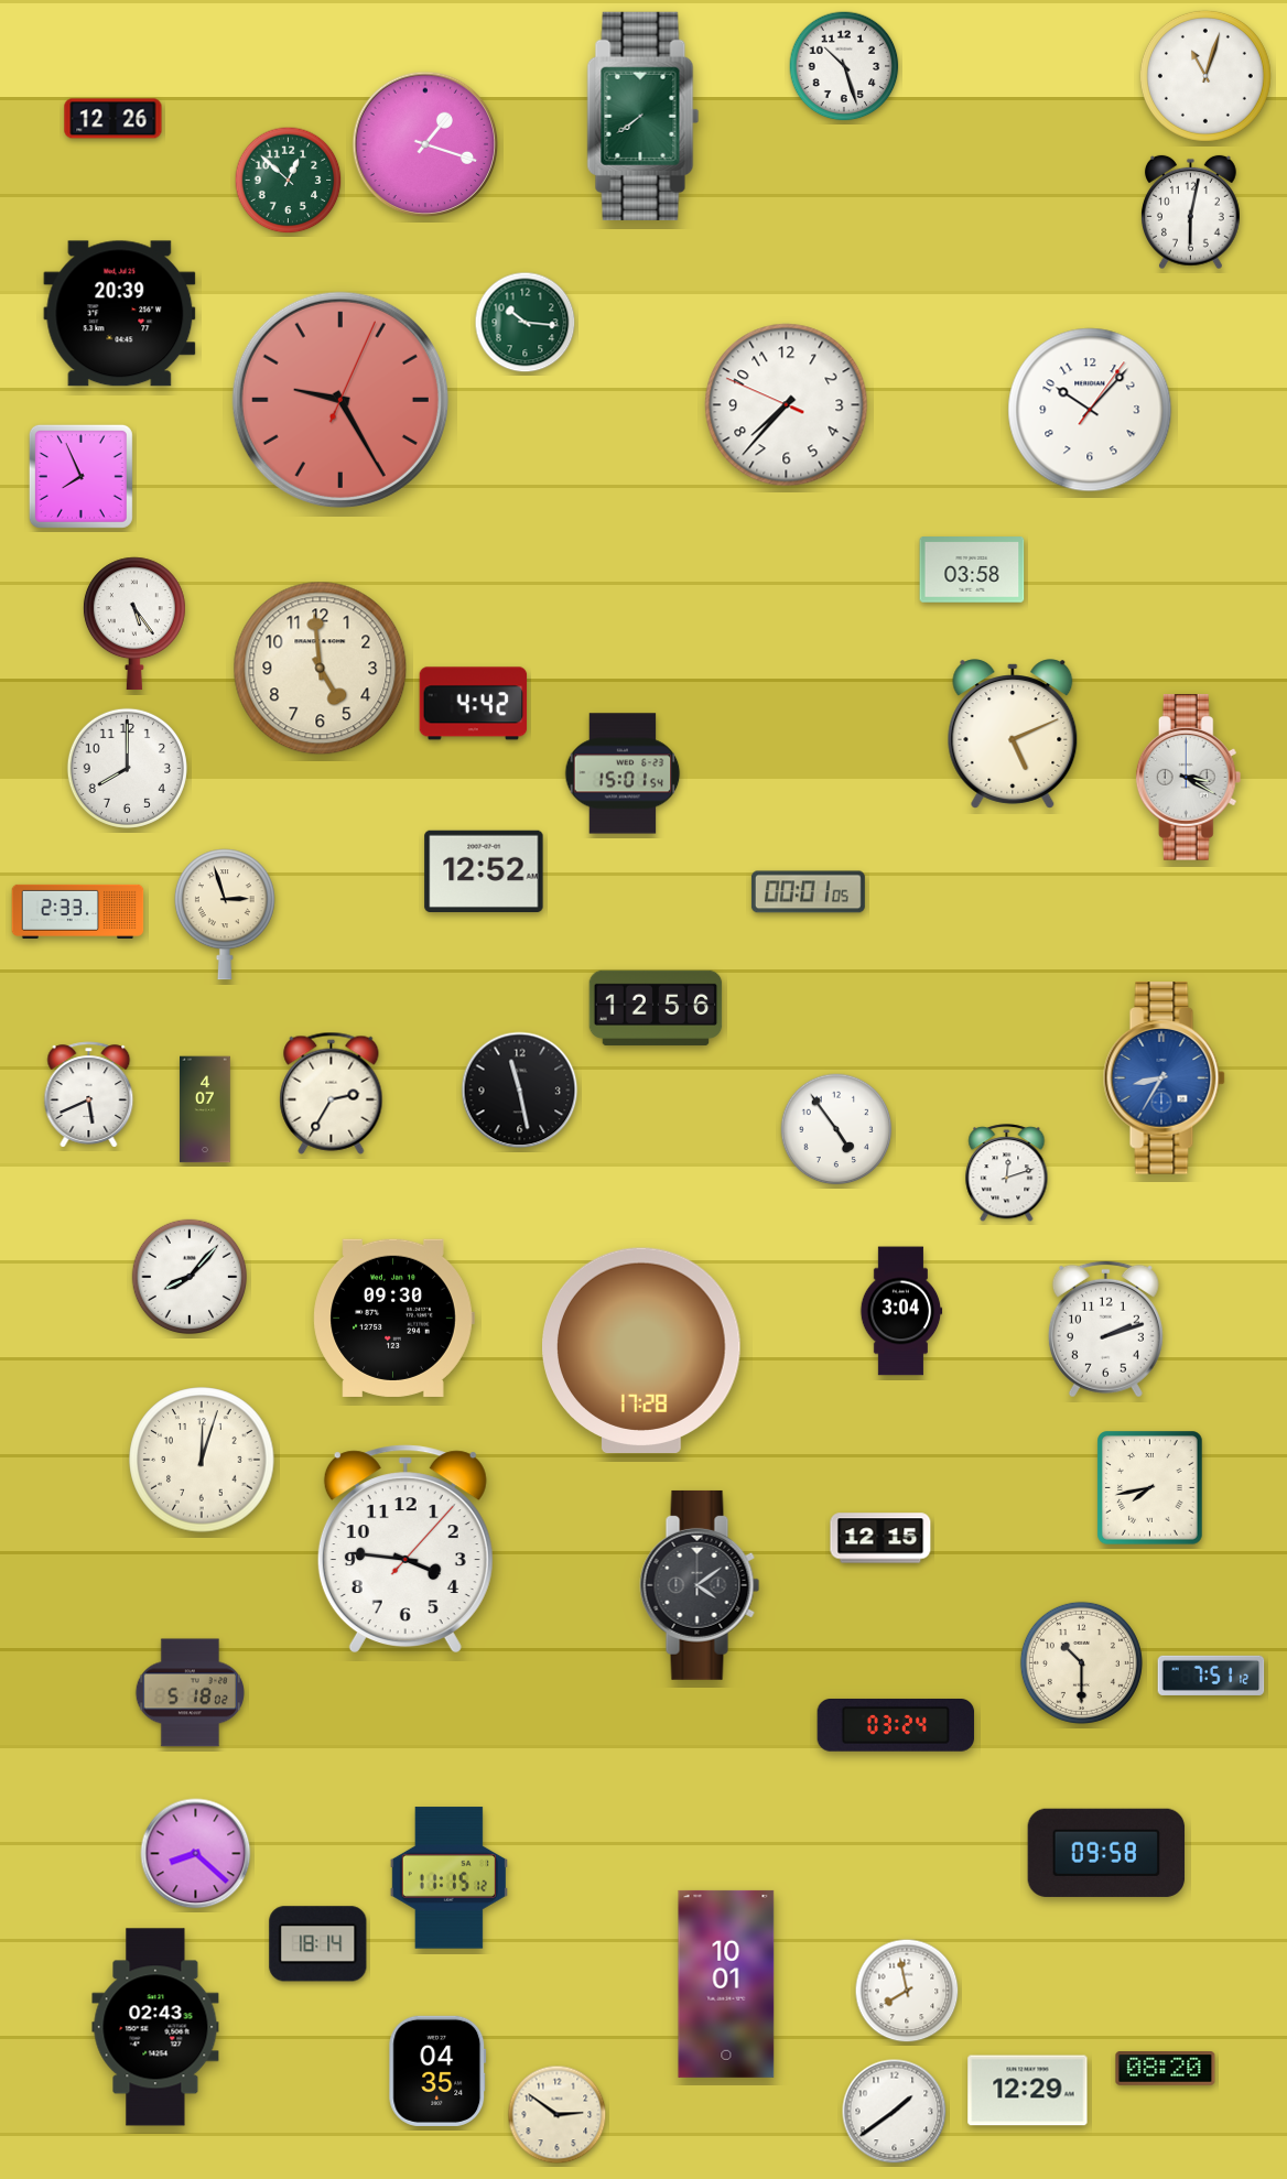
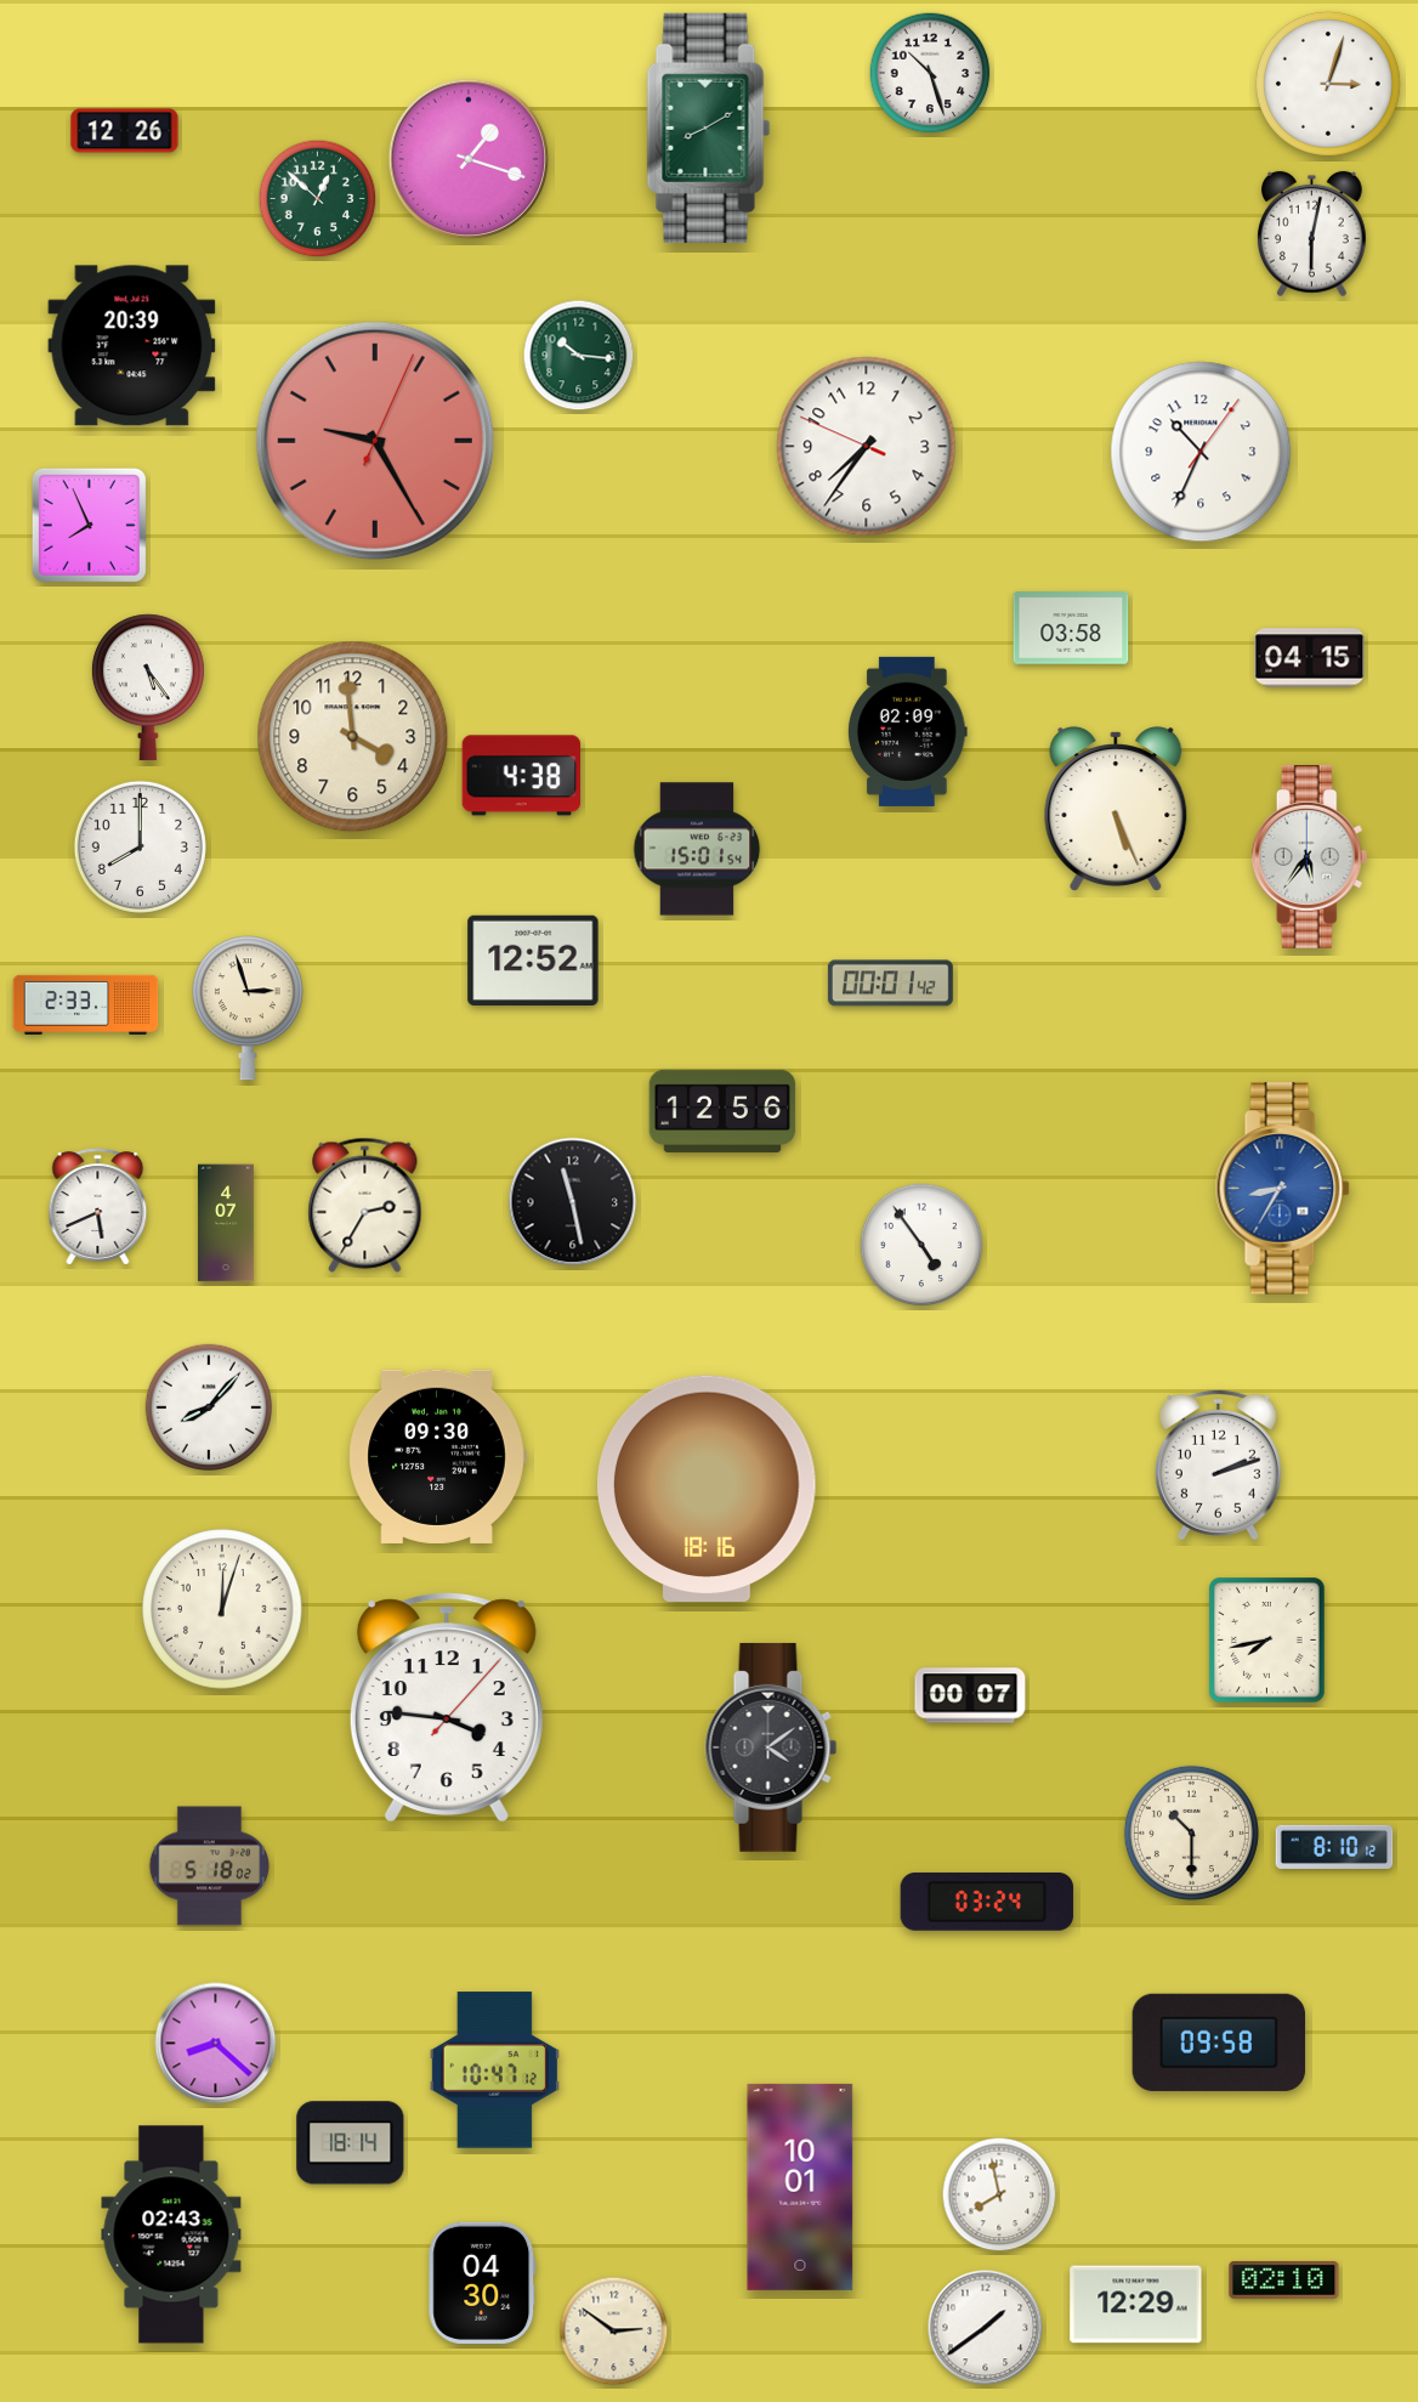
clock at (1205, 76): 11:03 -> 3:03
clock at (643, 116): 7:39 -> 8:10
clock at (787, 405): 7:36 -> 7:35
clock at (1090, 410): 10:07 -> 10:34
clock at (1310, 658): none -> 04:15
clock at (908, 731): none -> 02:09
clock at (321, 669): 4:59 -> 3:59
clock at (474, 704): 4:42 -> 4:38
clock at (1013, 734): 5:11 -> 5:26
clock at (623, 773) position: (623, 773) -> (697, 849)
clock at (1189, 778): 3:20 -> 5:36
clock at (808, 892): 00:01:05 -> 00:01:42
clock at (1007, 1173): 12:12 -> none
clock at (901, 1311): 3:04 -> none
clock at (393, 1318) position: (393, 1318) -> (437, 1456)
clock at (642, 1349): 17:28 -> 18:16
clock at (880, 1538): 12:15 -> 00:07
clock at (1211, 1676): 7:51 -> 8:10
clock at (448, 1878): 11:15 -> 10:47
clock at (1166, 2069): 08:20 -> 02:10
clock at (437, 2071): 04:35 -> 04:30
clock at (1028, 2091) position: (1028, 2091) -> (1136, 2305)
